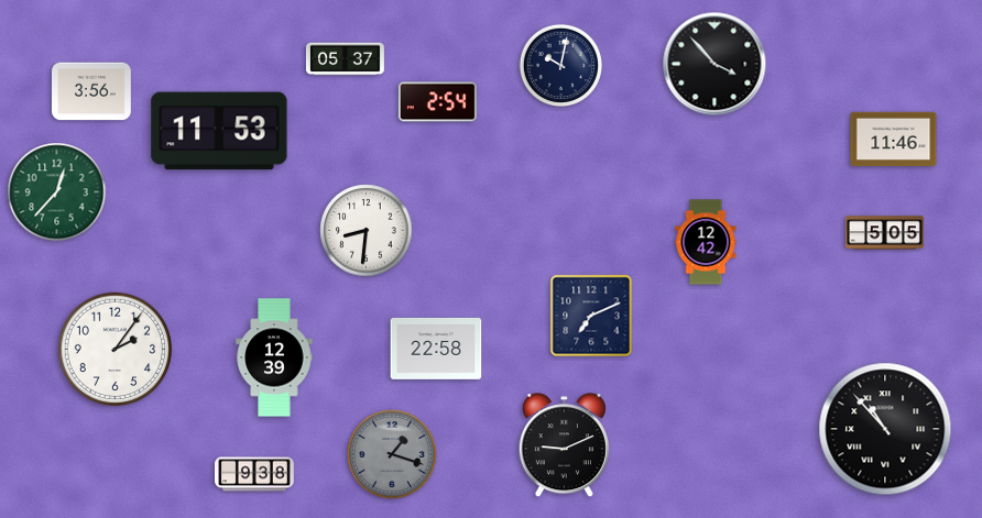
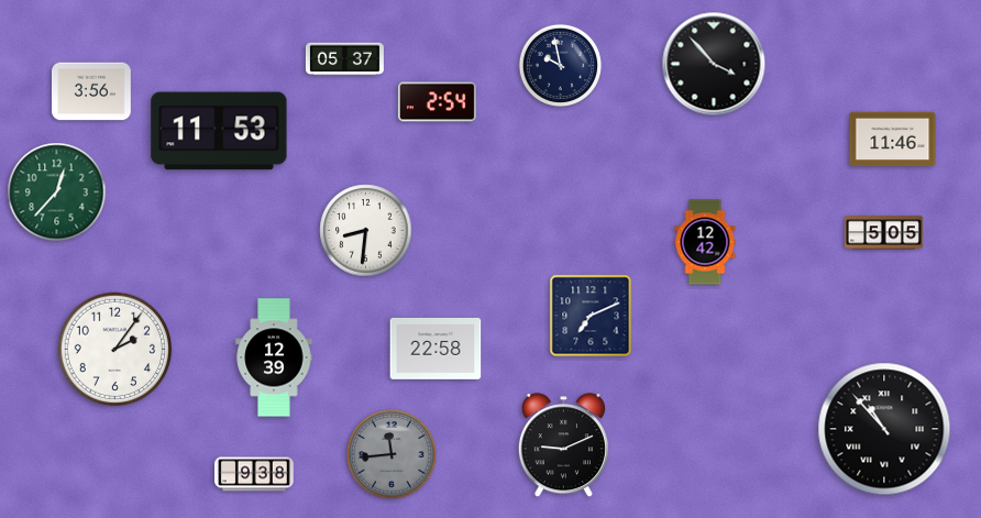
clock at (560, 65): 10:02 -> 9:58
clock at (392, 454): 1:18 -> 11:44
